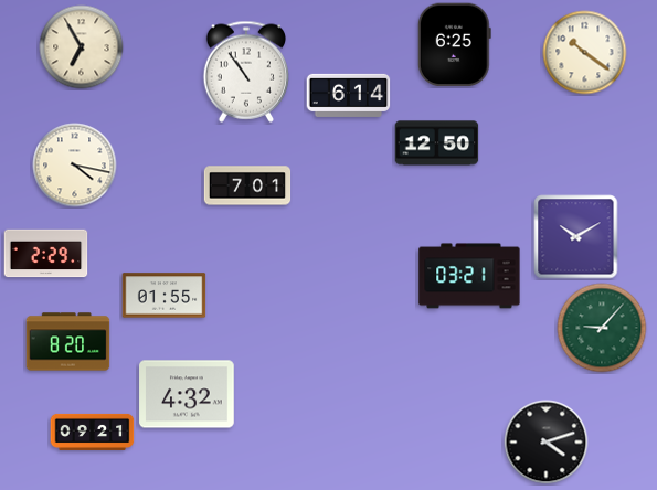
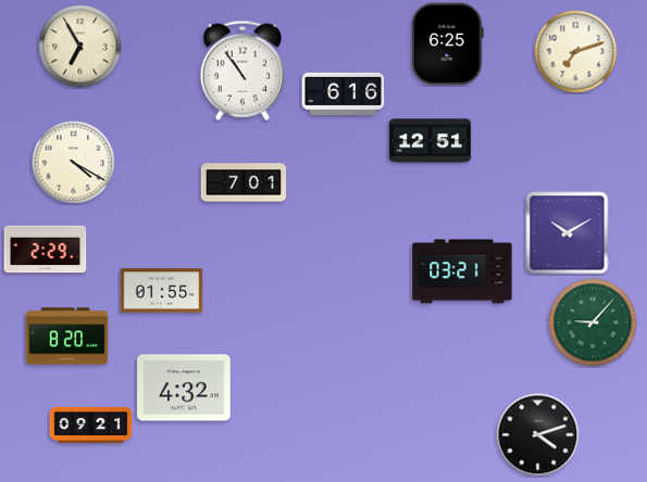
clock at (585, 53): 10:21 -> 7:12
clock at (349, 95): 6:14 -> 6:16
clock at (437, 143): 12:50 -> 12:51
clock at (75, 166): 4:17 -> 4:20
